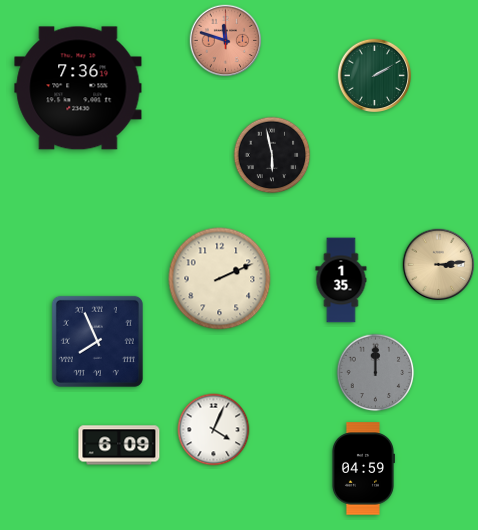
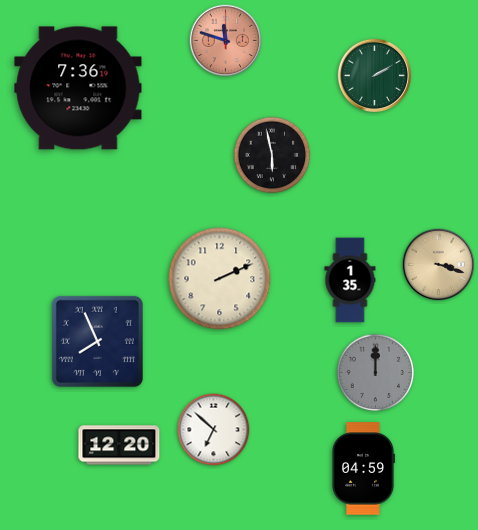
clock at (439, 265): 3:14 -> 3:18
clock at (341, 280) position: (341, 280) -> (350, 280)
clock at (214, 430): 4:04 -> 6:52
clock at (119, 445): 6:09 -> 12:20
